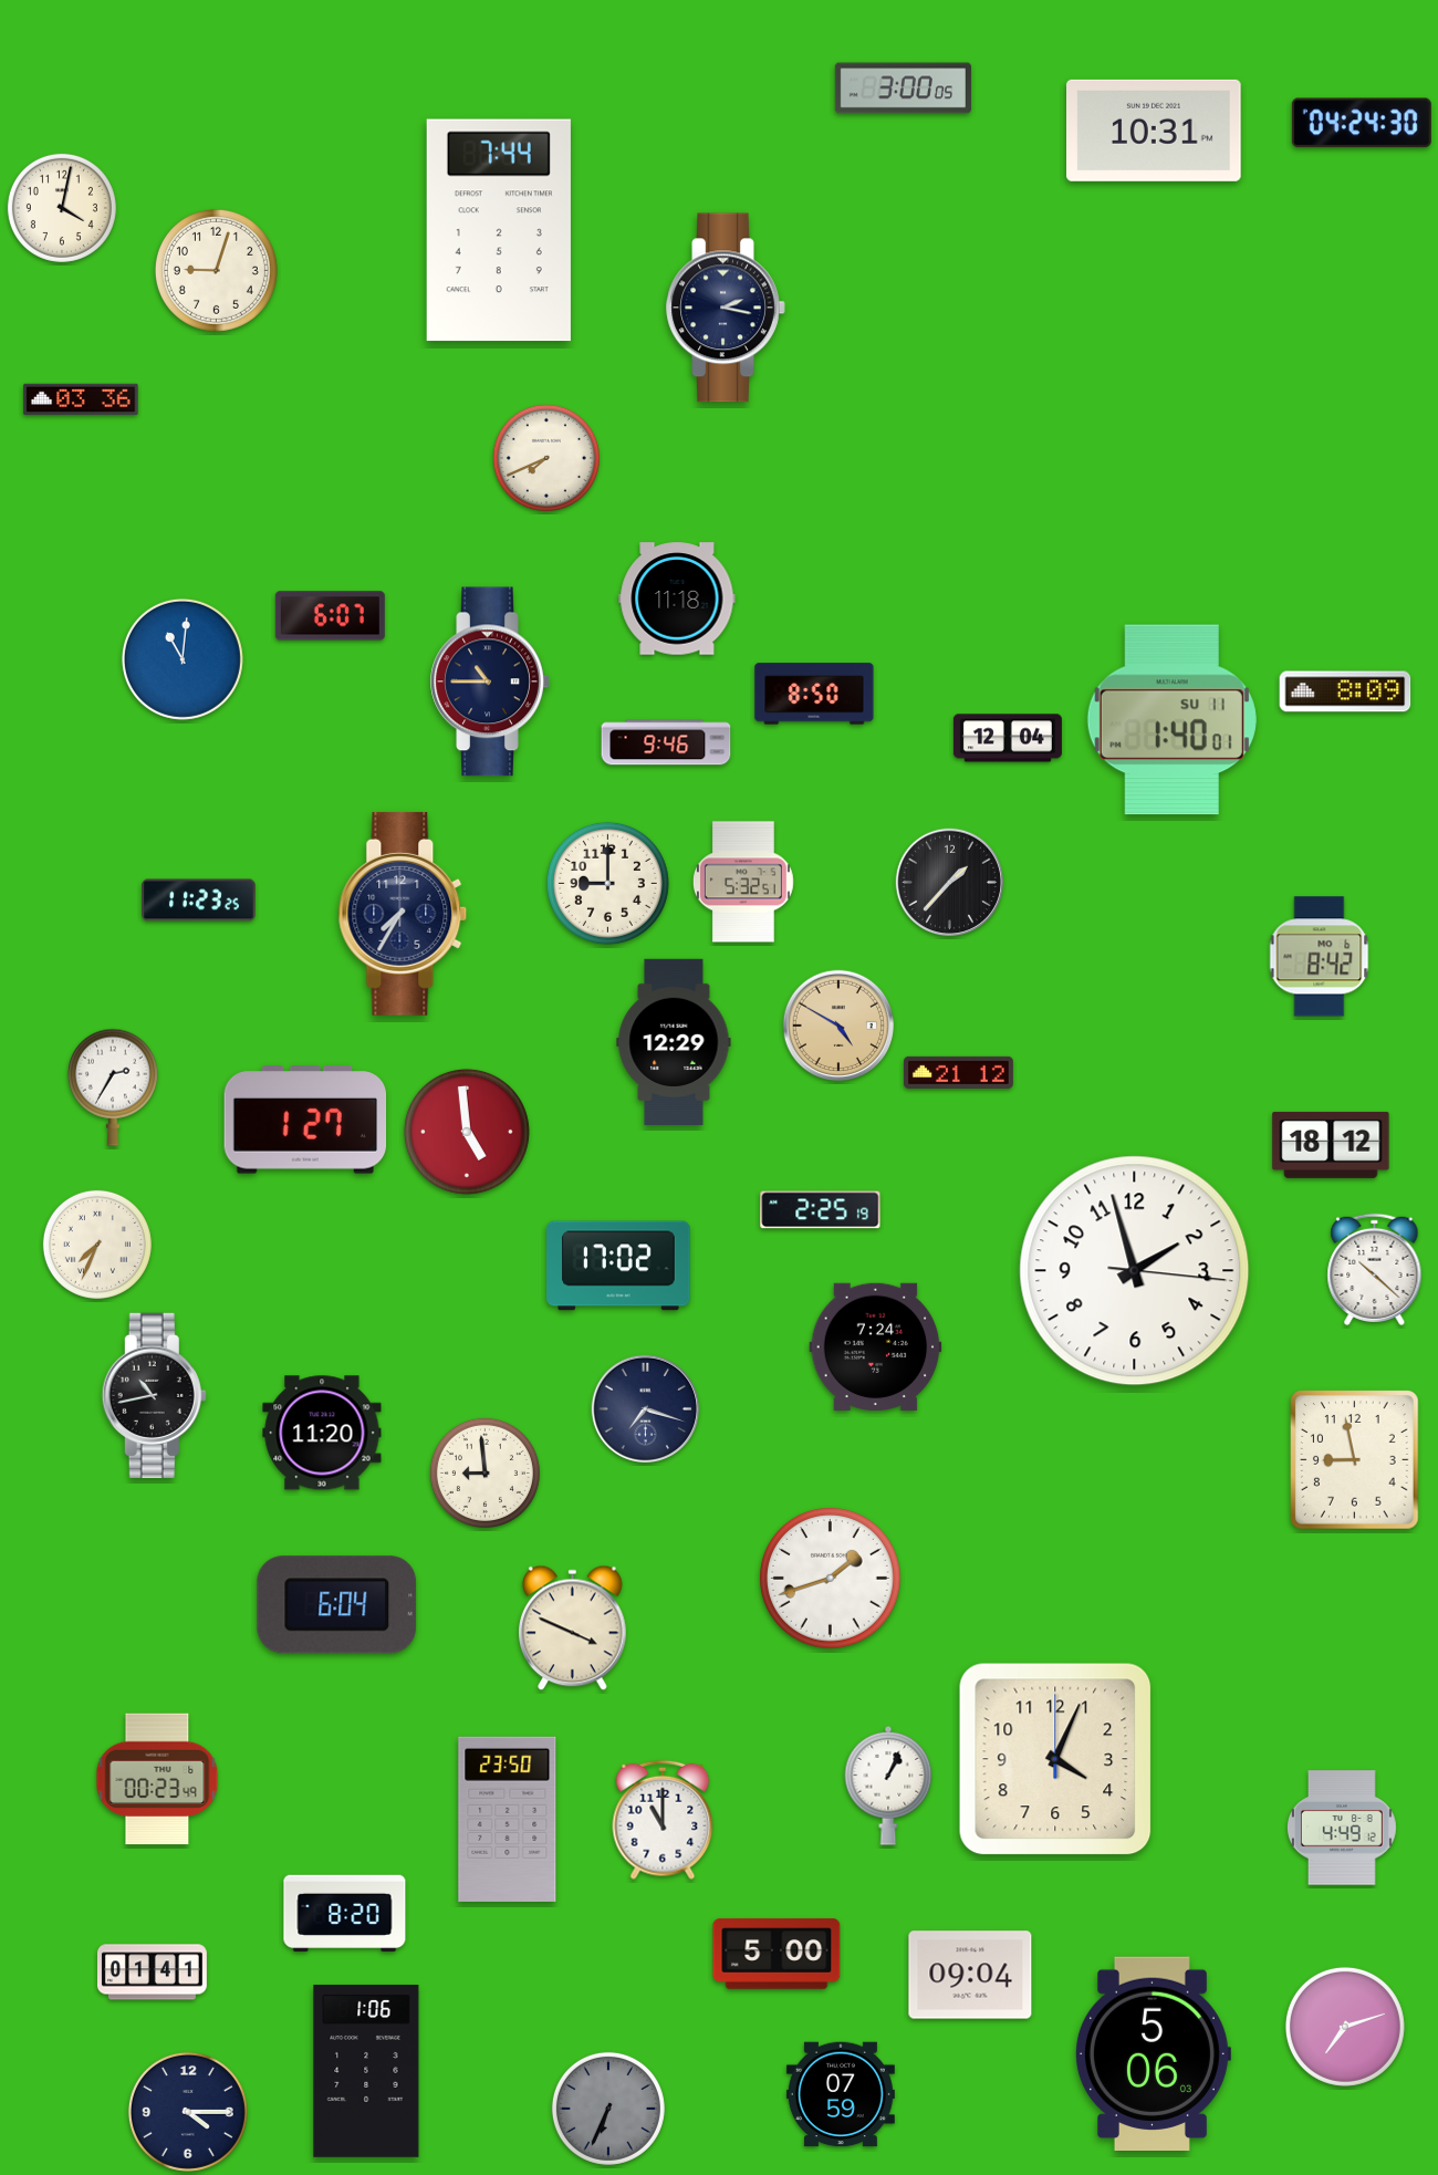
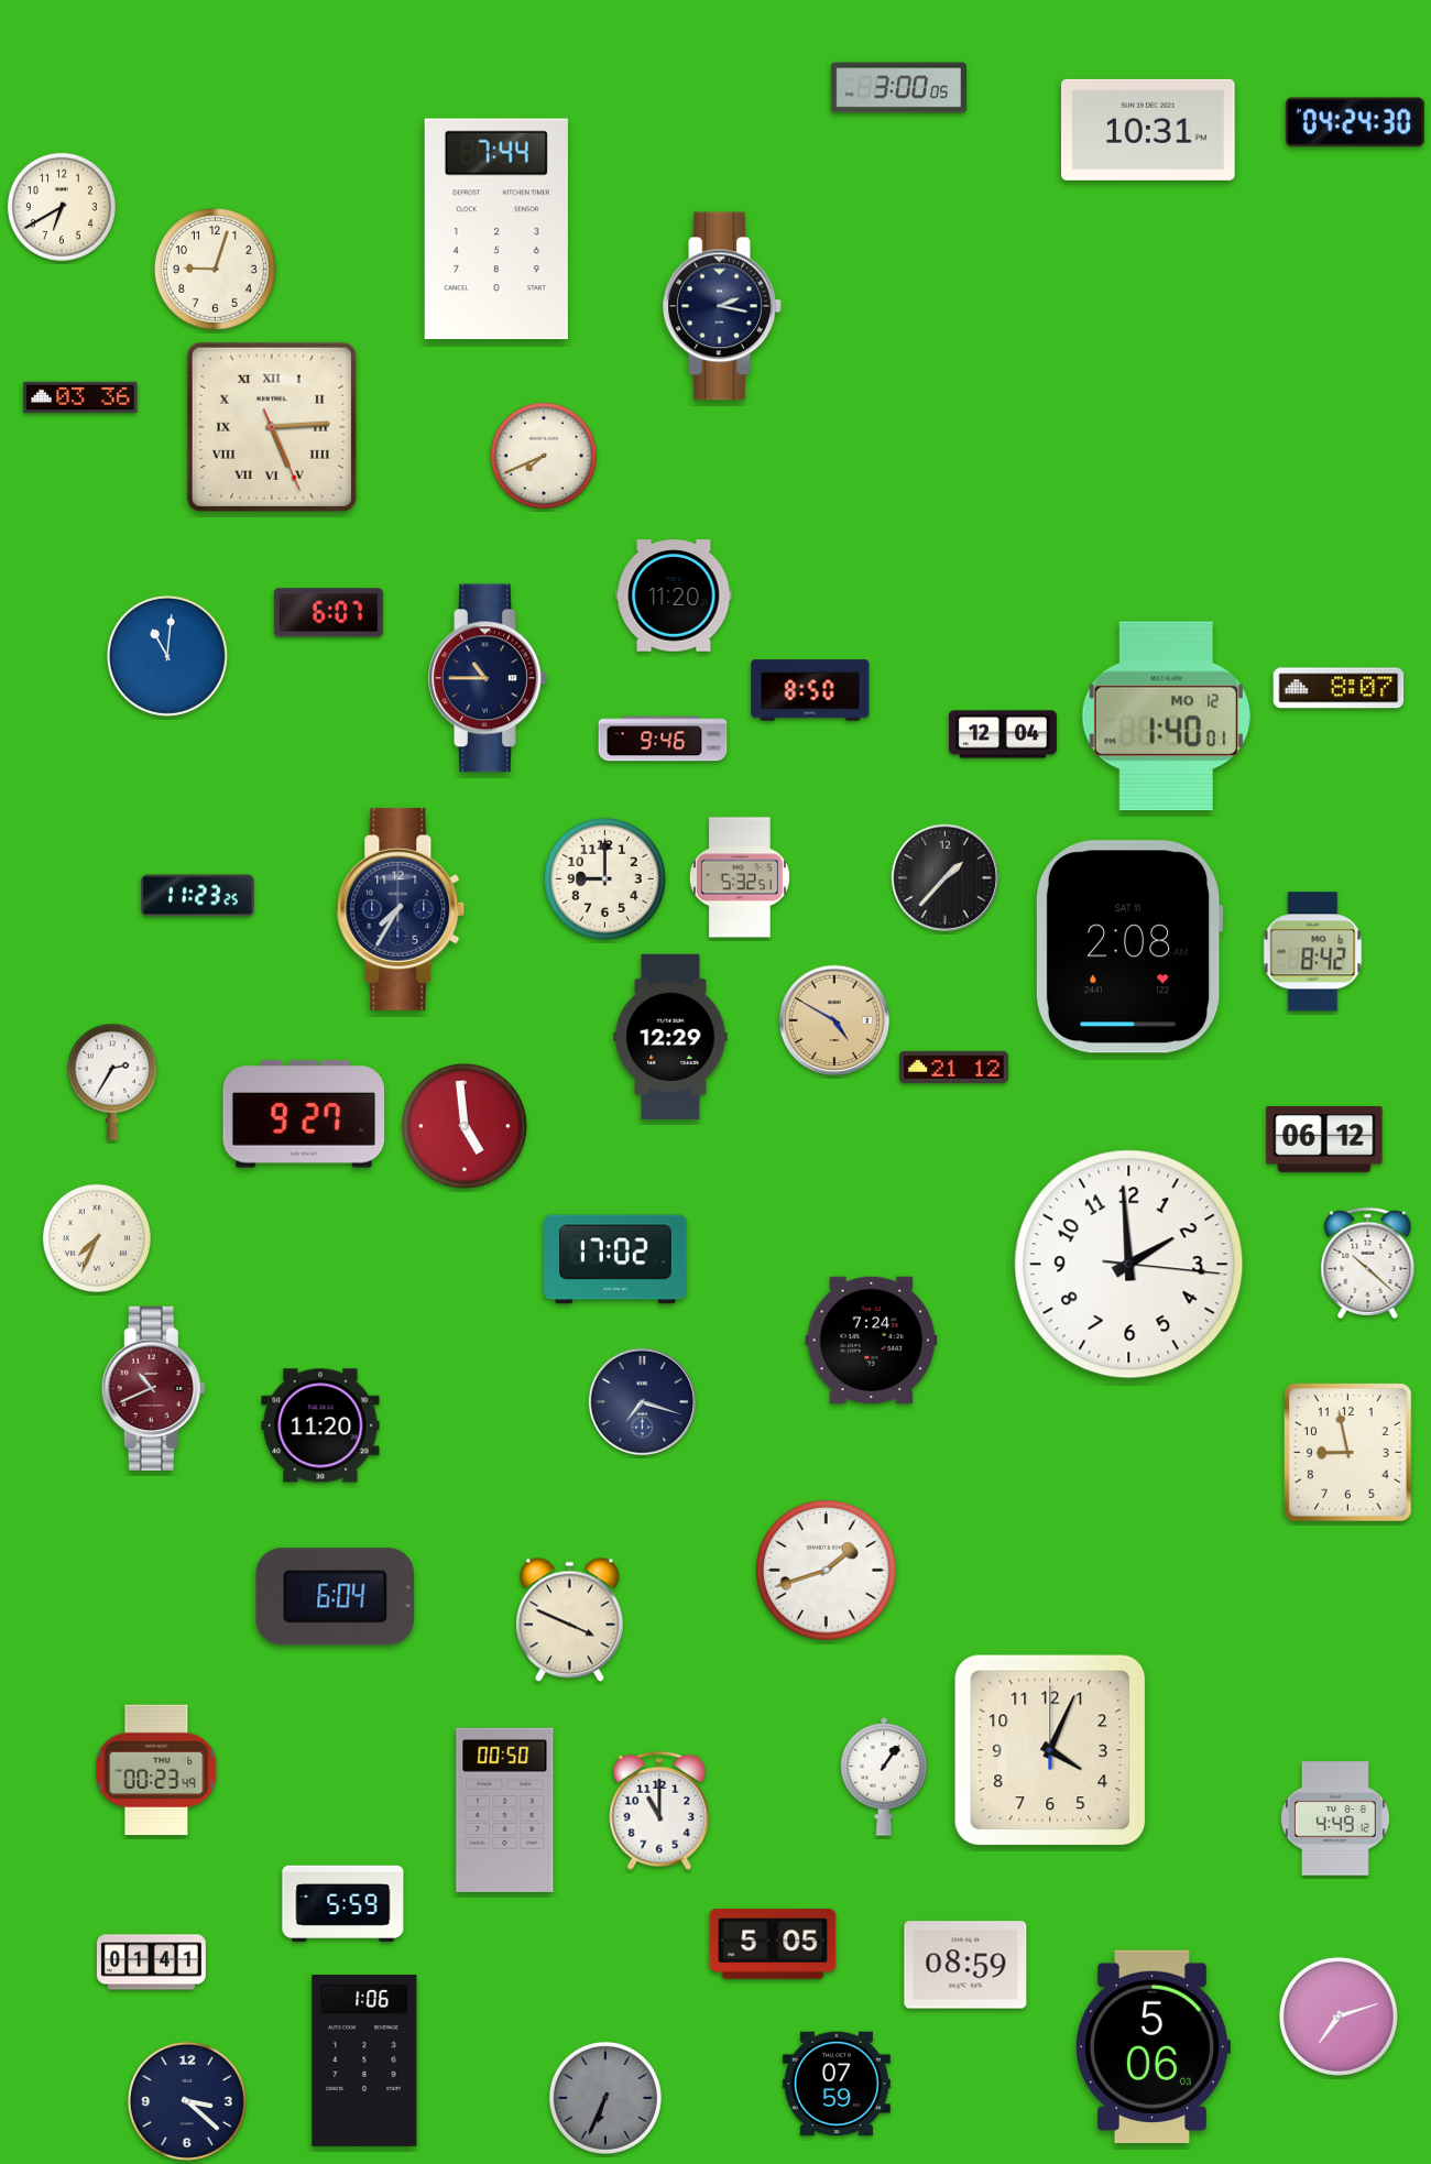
clock at (62, 208): 4:02 -> 6:40
clock at (272, 427): none -> 5:14
clock at (677, 599): 11:18 -> 11:20
clock at (183, 659) position: (183, 659) -> (167, 656)
clock at (1345, 691): 8:09 -> 8:07
clock at (1171, 720) date: SU 11 -> MO 12
clock at (1129, 947): none -> 2:08
clock at (305, 1120): 1:27 -> 9:27
clock at (1331, 1145): 18:12 -> 06:12
clock at (821, 1210): 2:25 -> none
clock at (1135, 1271): 1:57 -> 1:59
clock at (154, 1395): 10:43 -> 10:41
clock at (154, 1395) dial: black -> burgundy
clock at (484, 1472): 8:59 -> none
clock at (888, 1787): 1:04 -> 1:06
clock at (508, 1819): 23:50 -> 00:50
clock at (345, 1913): 8:20 -> 5:59
clock at (777, 1954): 5:00 -> 5:05
clock at (970, 1975): 09:04 -> 08:59
clock at (1153, 2053) position: (1153, 2053) -> (1153, 2046)
clock at (188, 2112): 4:15 -> 3:22
